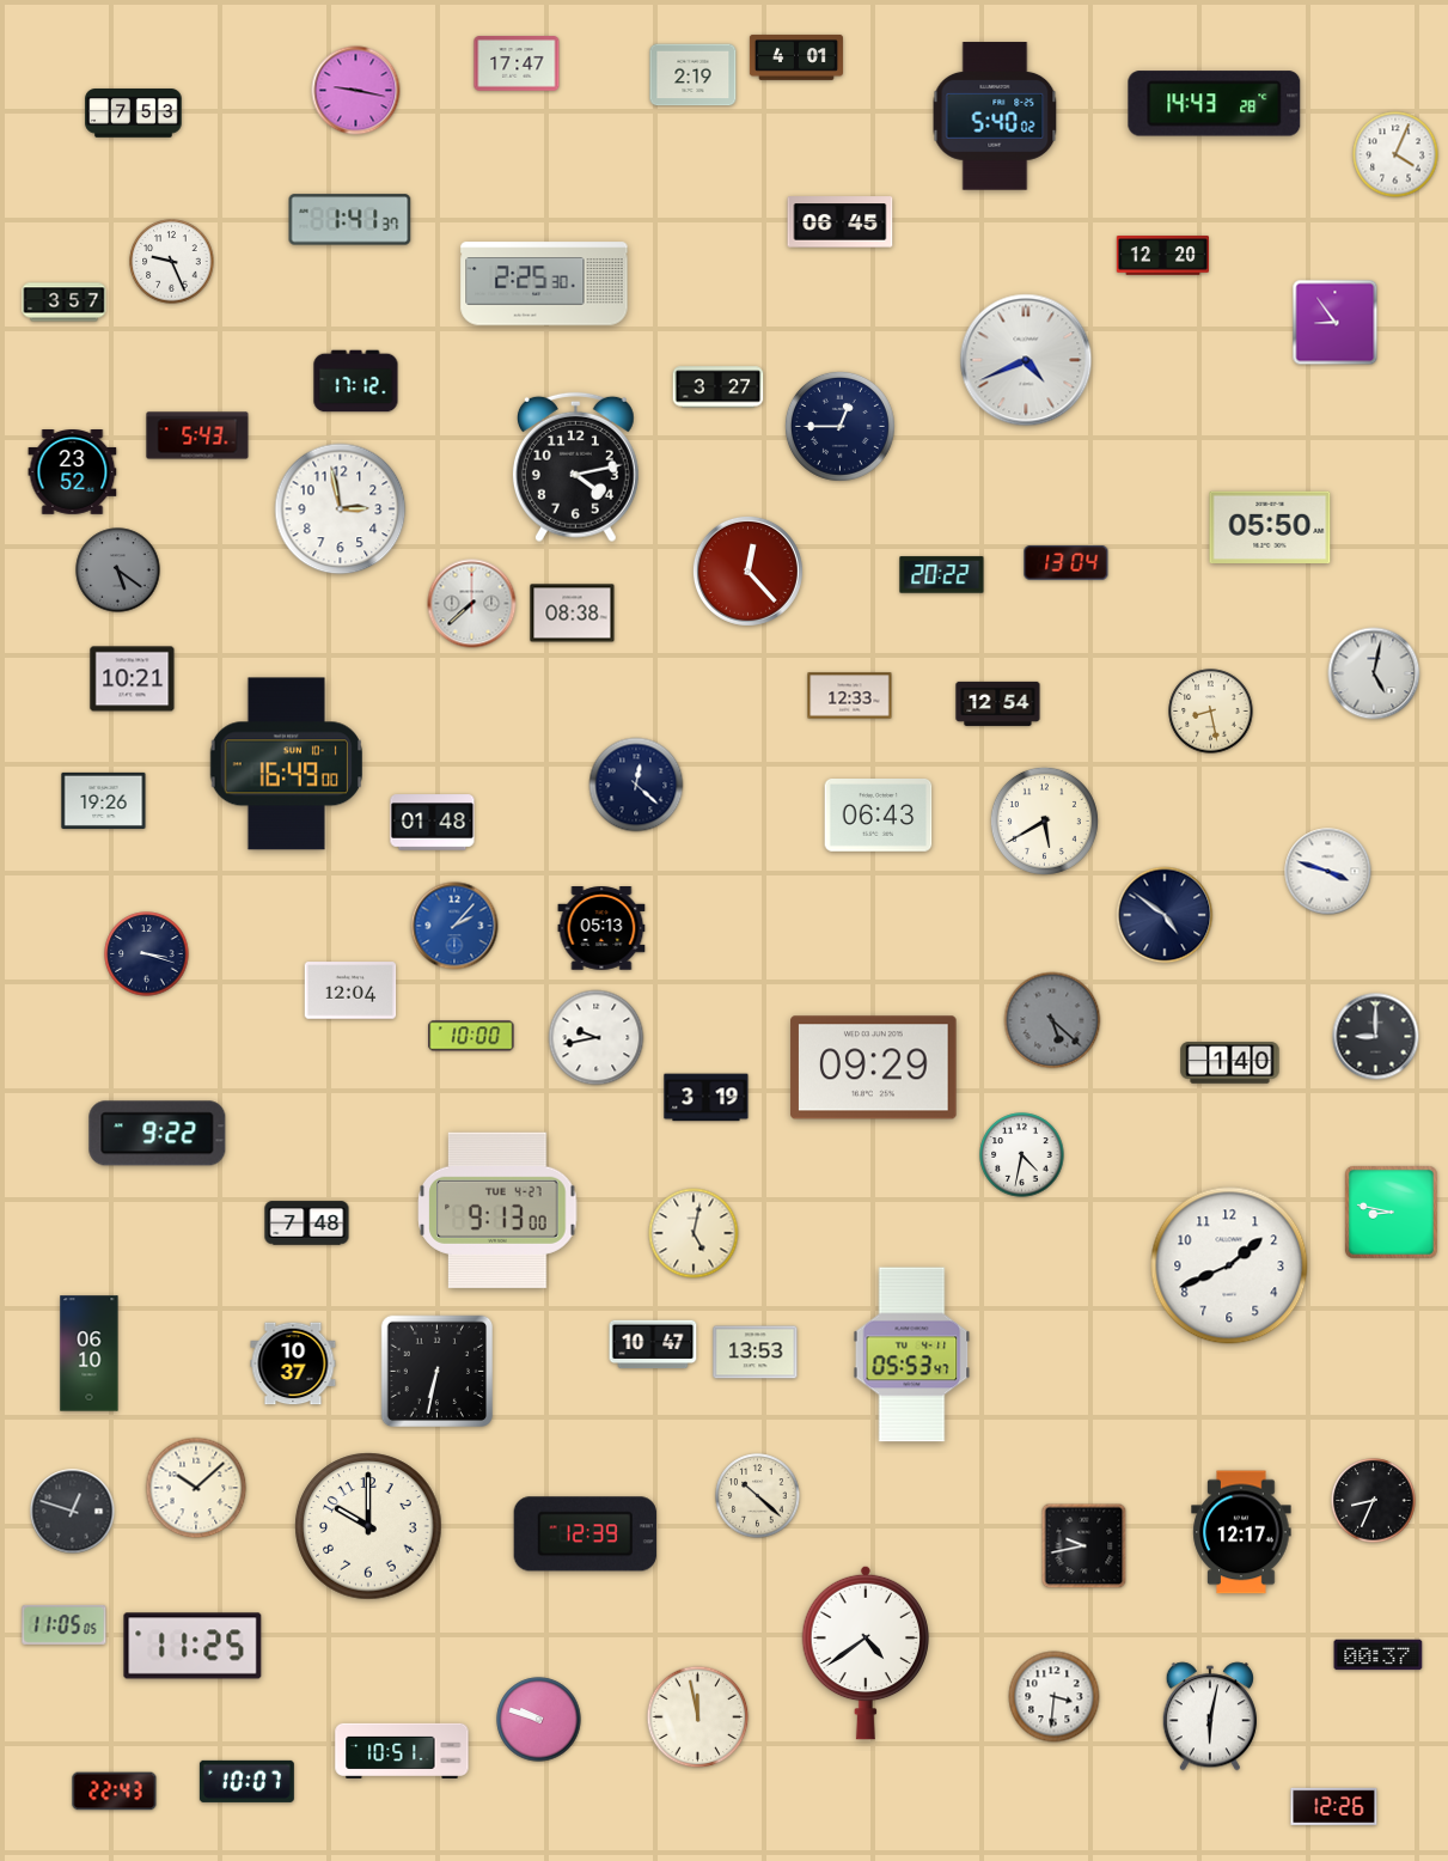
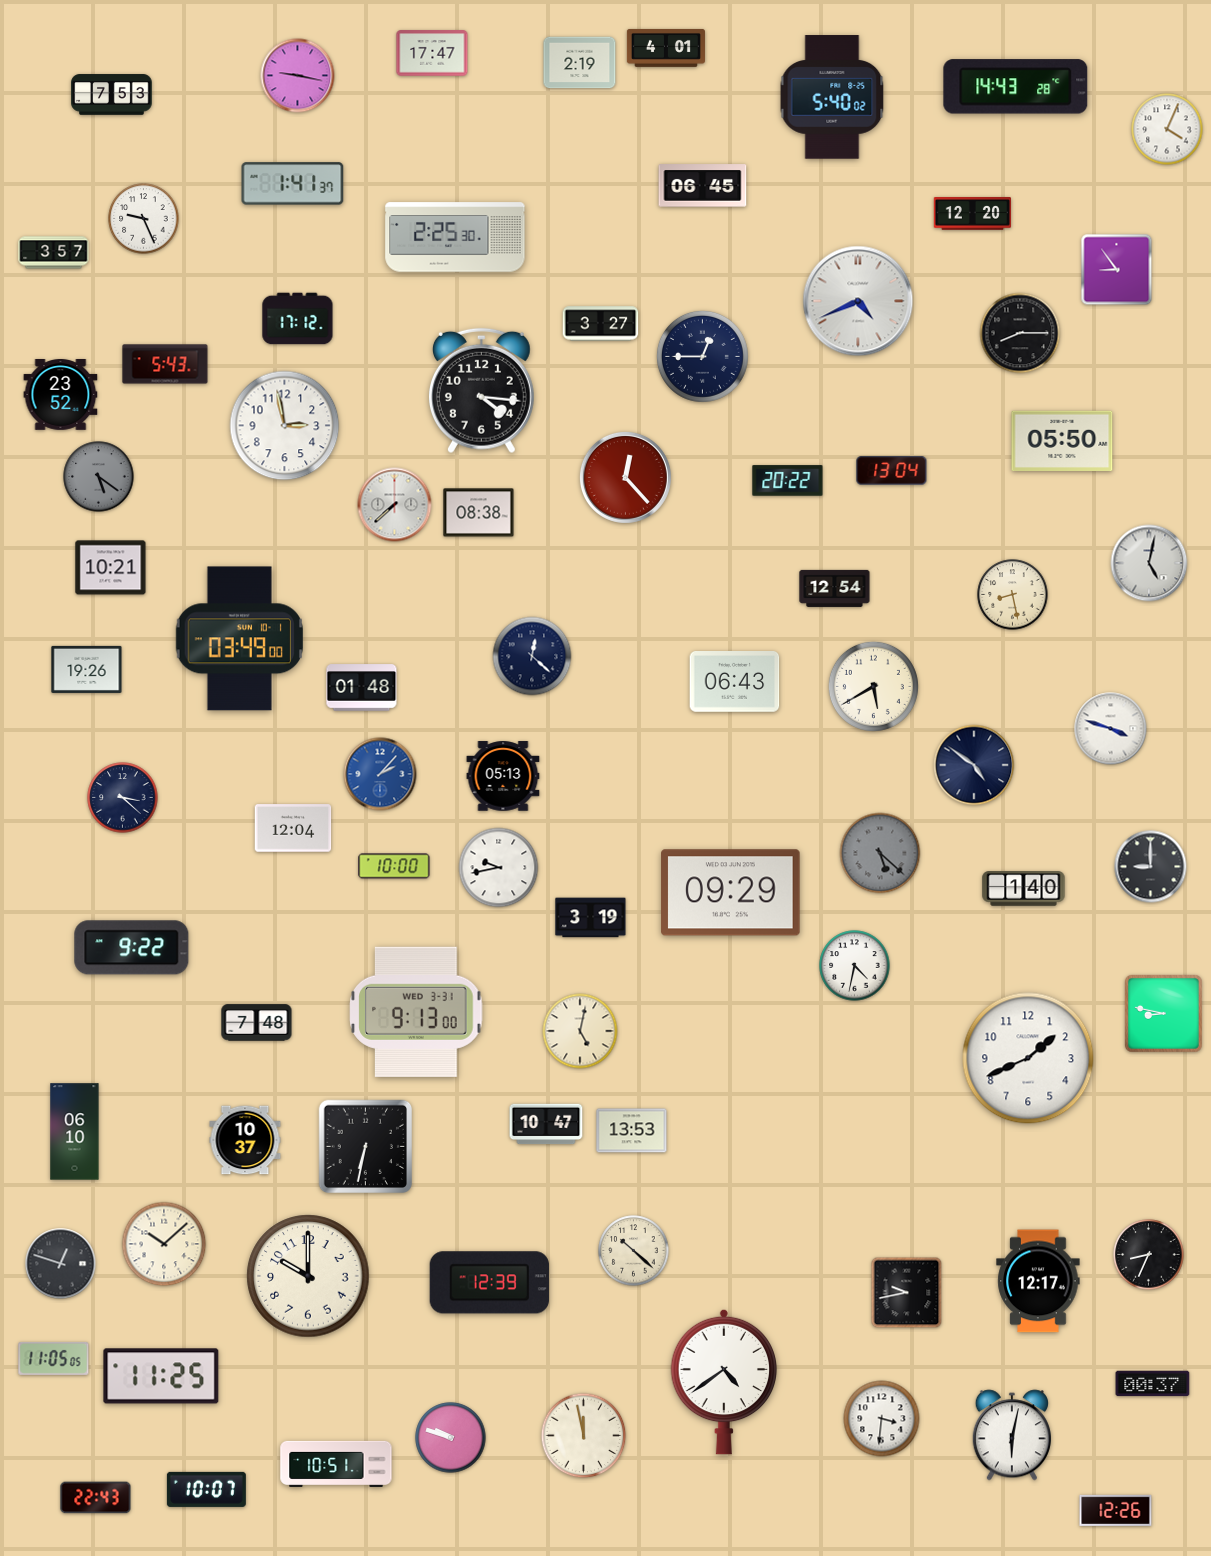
clock at (1020, 333): none -> 8:15
clock at (575, 468): 4:13 -> 4:16
clock at (850, 696): 12:33 -> none
clock at (286, 764): 16:49 -> 03:49
clock at (147, 954): 3:18 -> 3:22
clock at (1230, 1063) position: (1230, 1063) -> (1024, 889)
clock at (497, 1210) date: TUE 4-27 -> WED 3-31
clock at (912, 1355): 05:53 -> none
